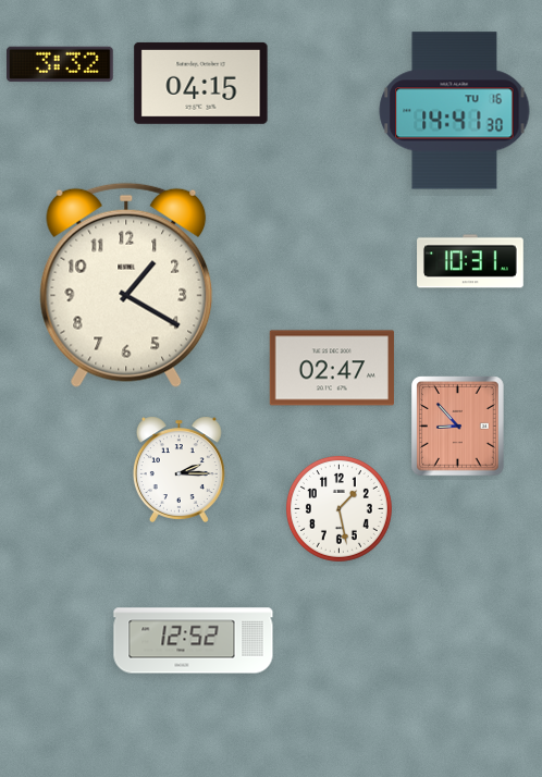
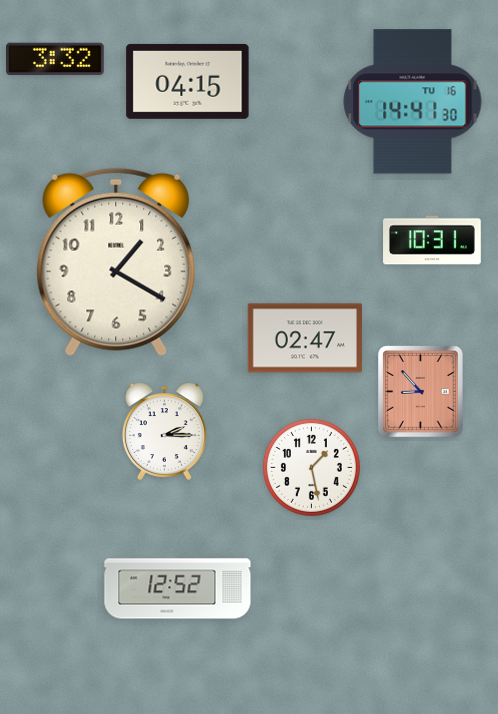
clock at (201, 83) position: (201, 83) -> (188, 81)
clock at (455, 111) position: (455, 111) -> (413, 102)
